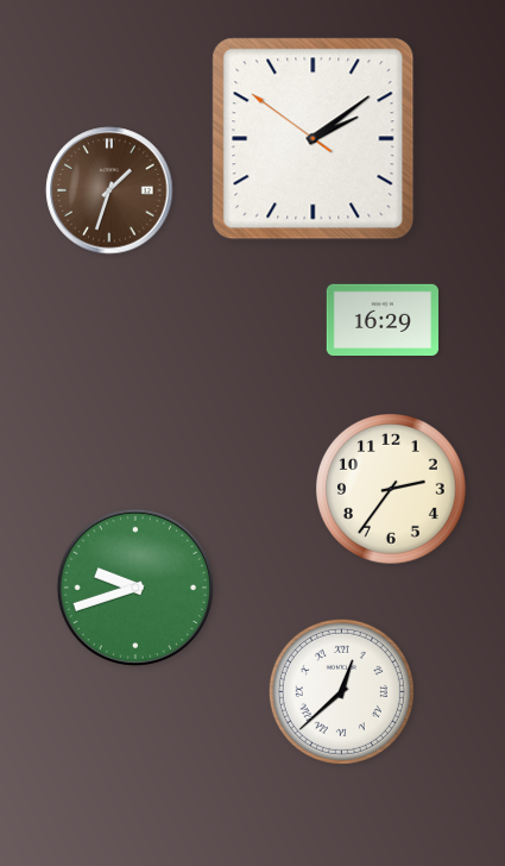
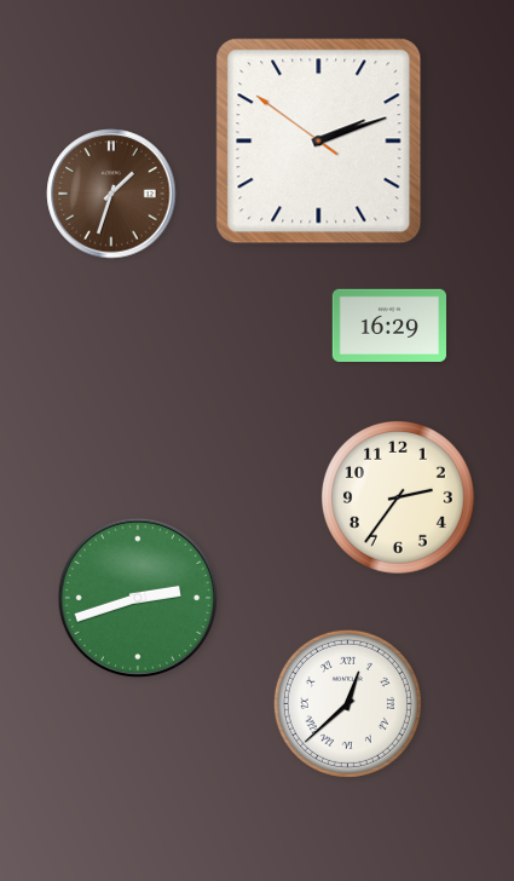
clock at (314, 139): 2:08 -> 2:11
clock at (135, 588): 9:42 -> 2:42
